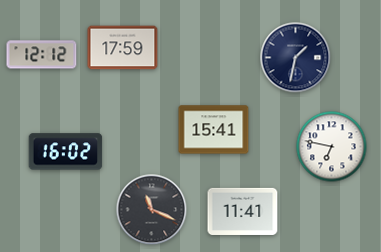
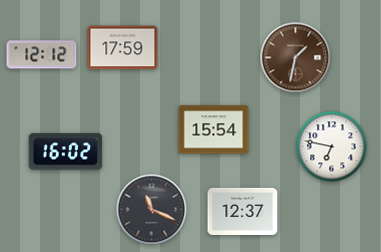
clock at (296, 58) dial: navy -> brown
clock at (214, 130): 15:41 -> 15:54
clock at (243, 211): 11:41 -> 12:37
